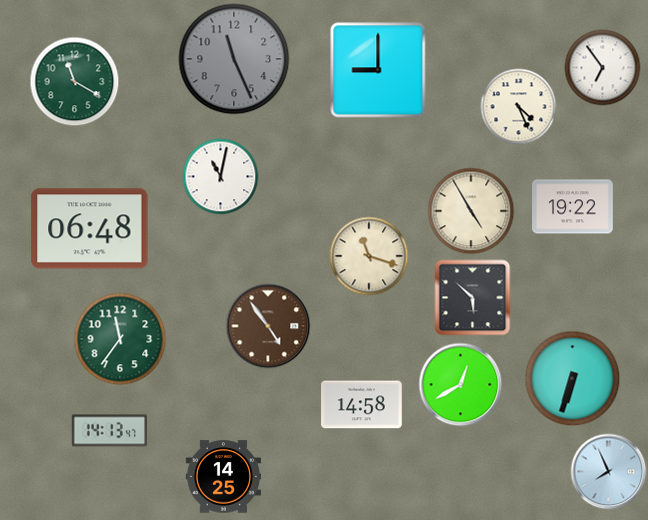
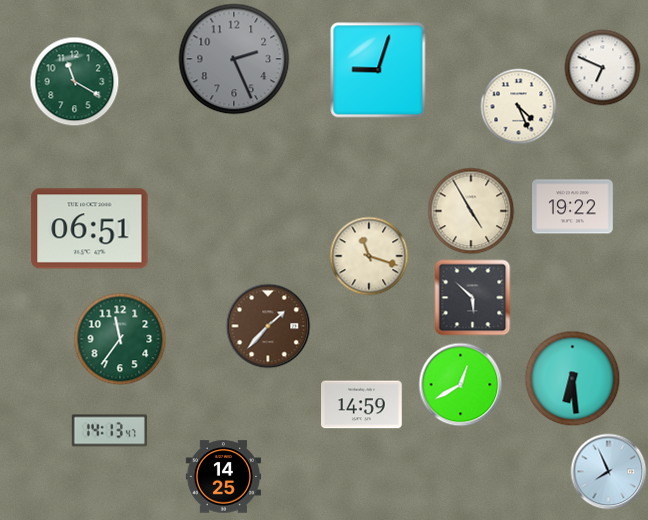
clock at (234, 59): 11:26 -> 2:26
clock at (603, 68): 6:54 -> 6:49
clock at (378, 70): 9:00 -> 9:03
clock at (221, 177): 11:02 -> none
clock at (90, 229): 06:48 -> 06:51
clock at (268, 326): 4:54 -> 1:37
clock at (573, 379): 6:33 -> 6:29
clock at (362, 405): 14:58 -> 14:59
